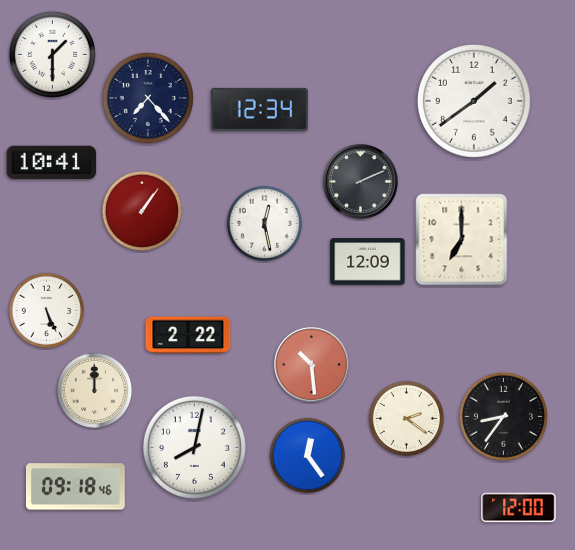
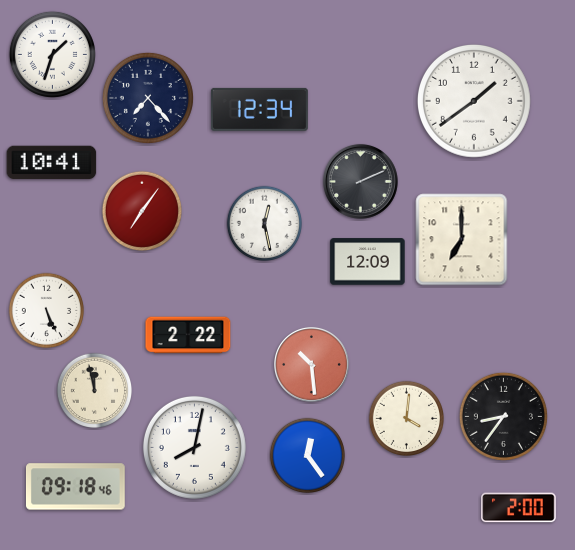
clock at (52, 54): 1:30 -> 1:33
clock at (141, 210): 1:06 -> 7:06
clock at (95, 391): 12:00 -> 11:58
clock at (407, 419): 2:21 -> 4:01
clock at (519, 508): 12:00 -> 2:00
